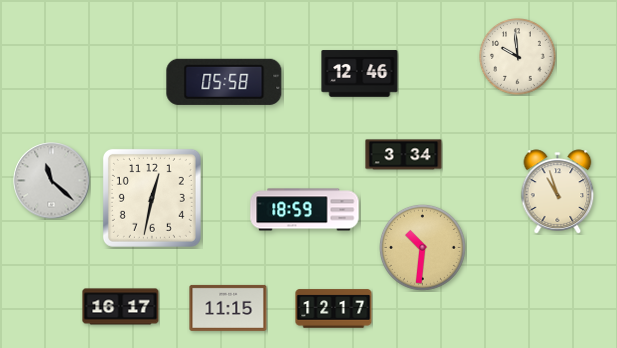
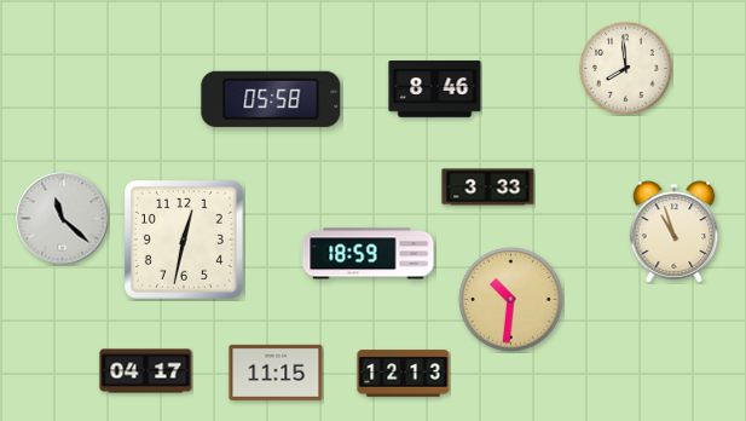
clock at (518, 57): 9:59 -> 7:59
clock at (360, 74): 12:46 -> 8:46
clock at (404, 155): 3:34 -> 3:33
clock at (121, 307): 16:17 -> 04:17
clock at (334, 309): 12:17 -> 12:13
